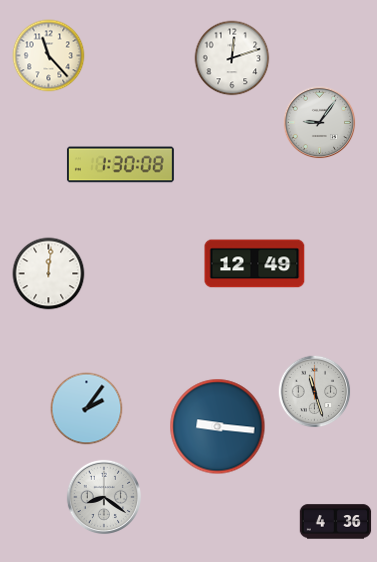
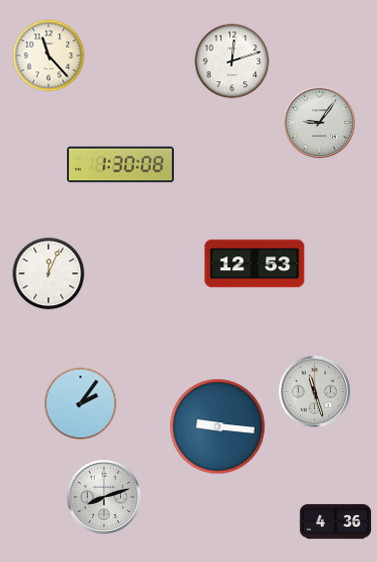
clock at (232, 58) position: (232, 58) -> (232, 61)
clock at (255, 264): 12:49 -> 12:53
clock at (49, 274): 12:01 -> 12:04
clock at (87, 409) position: (87, 409) -> (81, 404)
clock at (103, 496): 8:21 -> 8:12
